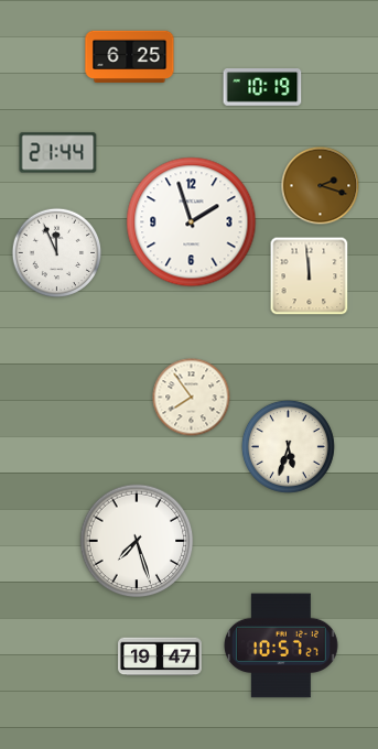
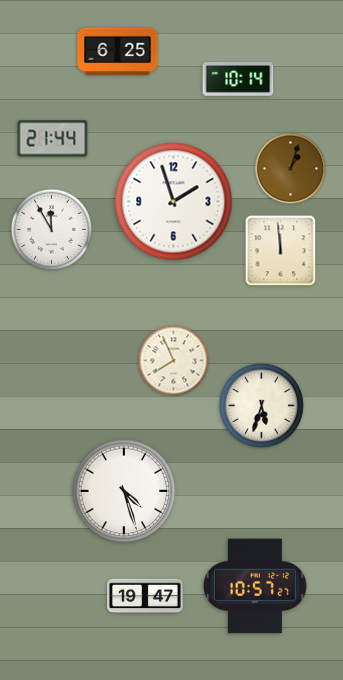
clock at (262, 88): 10:19 -> 10:14
clock at (321, 186): 2:18 -> 1:03
clock at (57, 253): 11:56 -> 11:55
clock at (192, 398): 7:54 -> 7:56
clock at (137, 541): 7:27 -> 4:27
